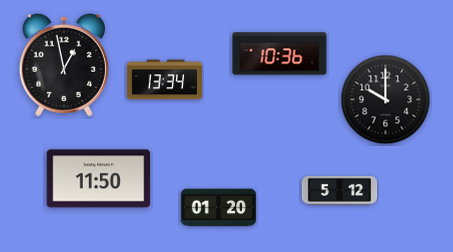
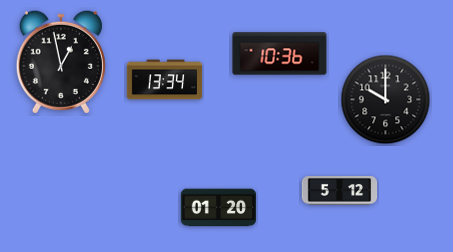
clock at (64, 65) position: (64, 65) -> (61, 62)
clock at (99, 179): 11:50 -> none
